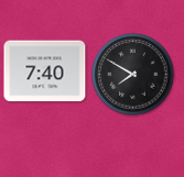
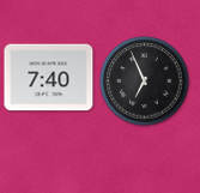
clock at (133, 75): 7:50 -> 6:56
